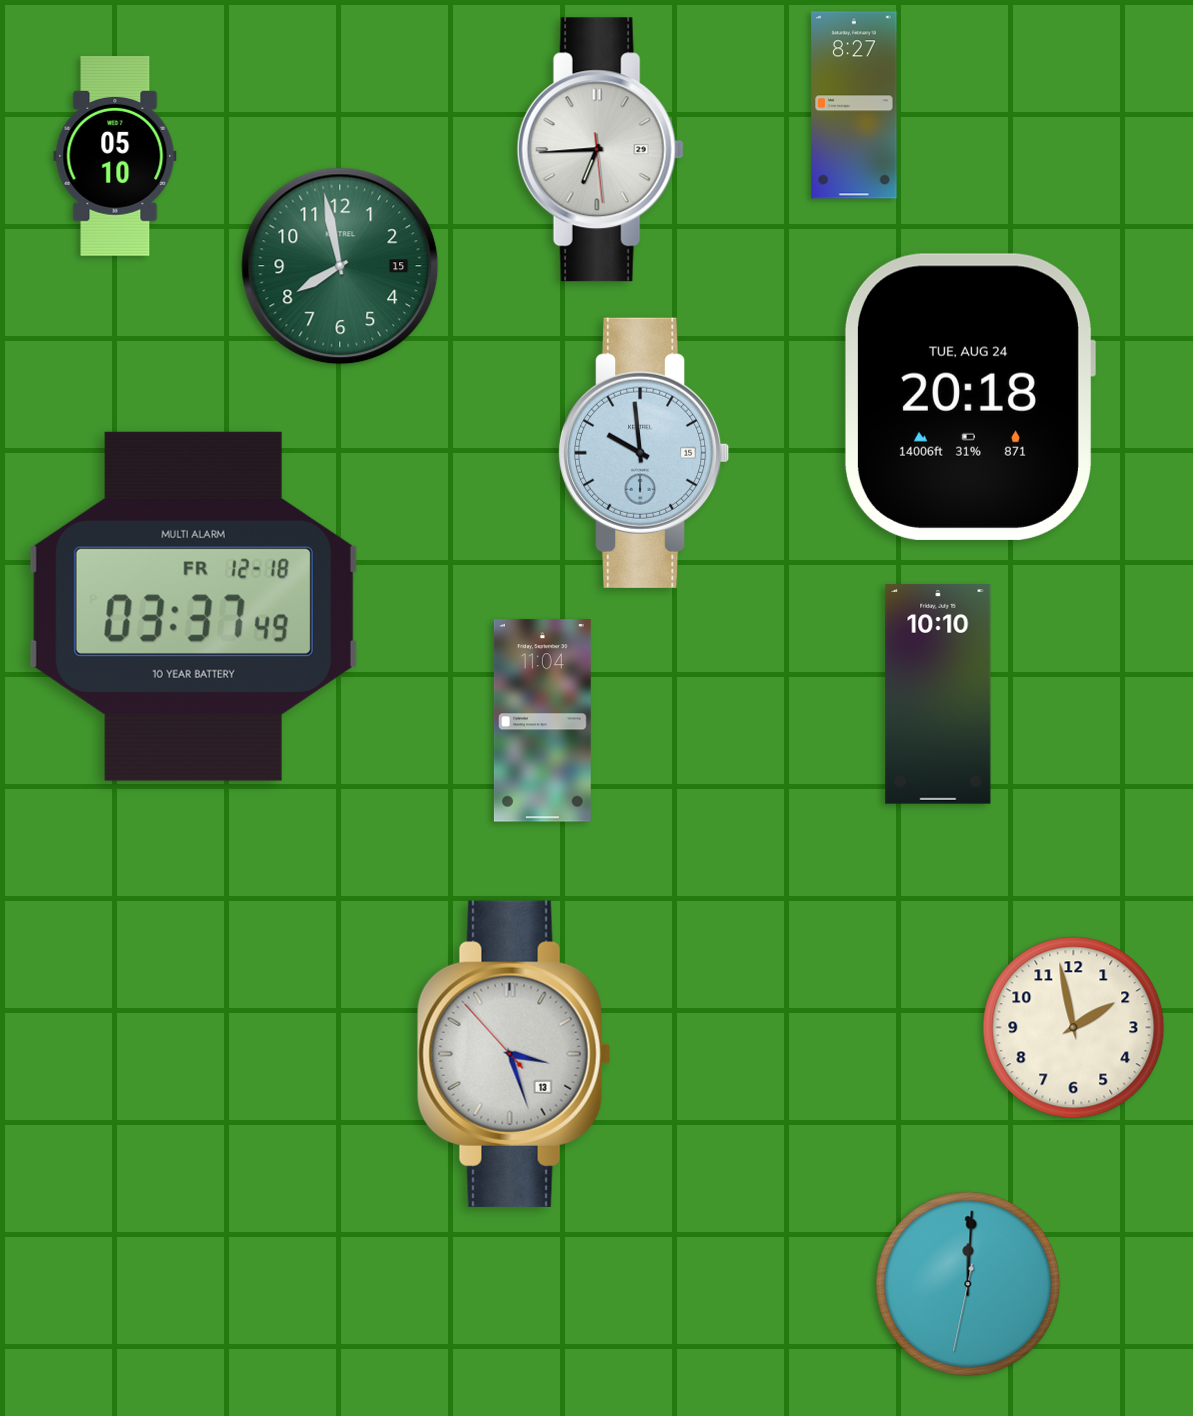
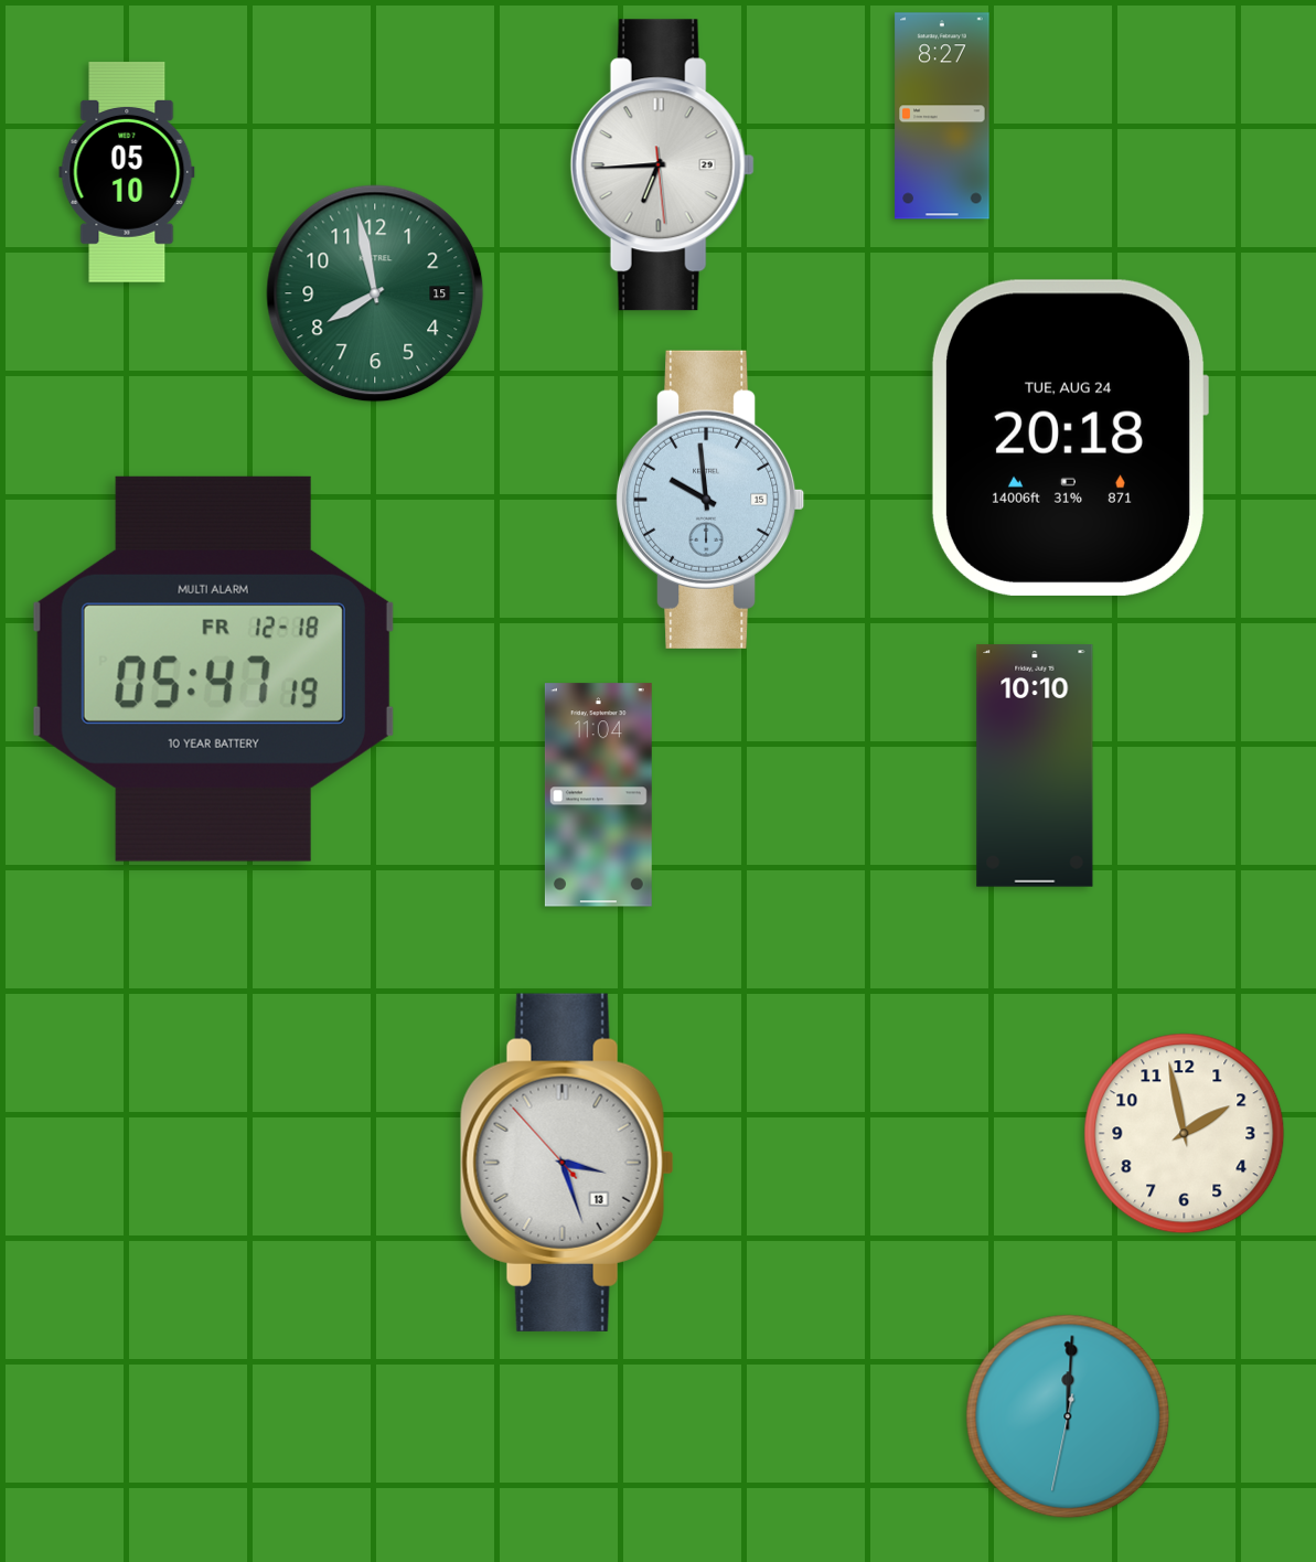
clock at (193, 606): 03:37 -> 05:47
